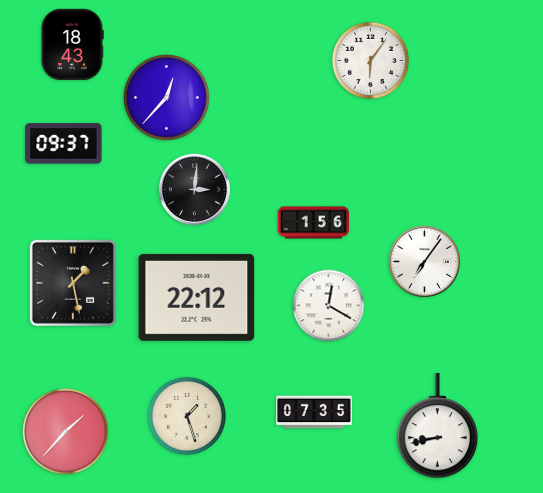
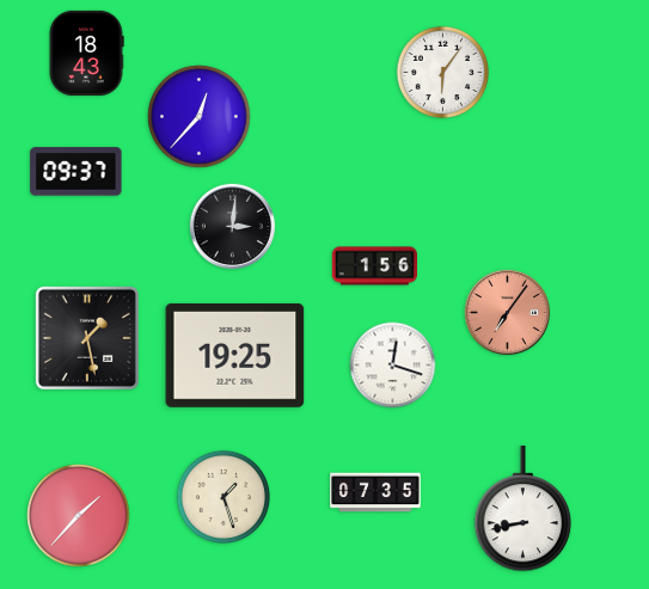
clock at (424, 261) dial: white -> salmon
clock at (197, 297): 22:12 -> 19:25
clock at (329, 306): 12:20 -> 12:18
